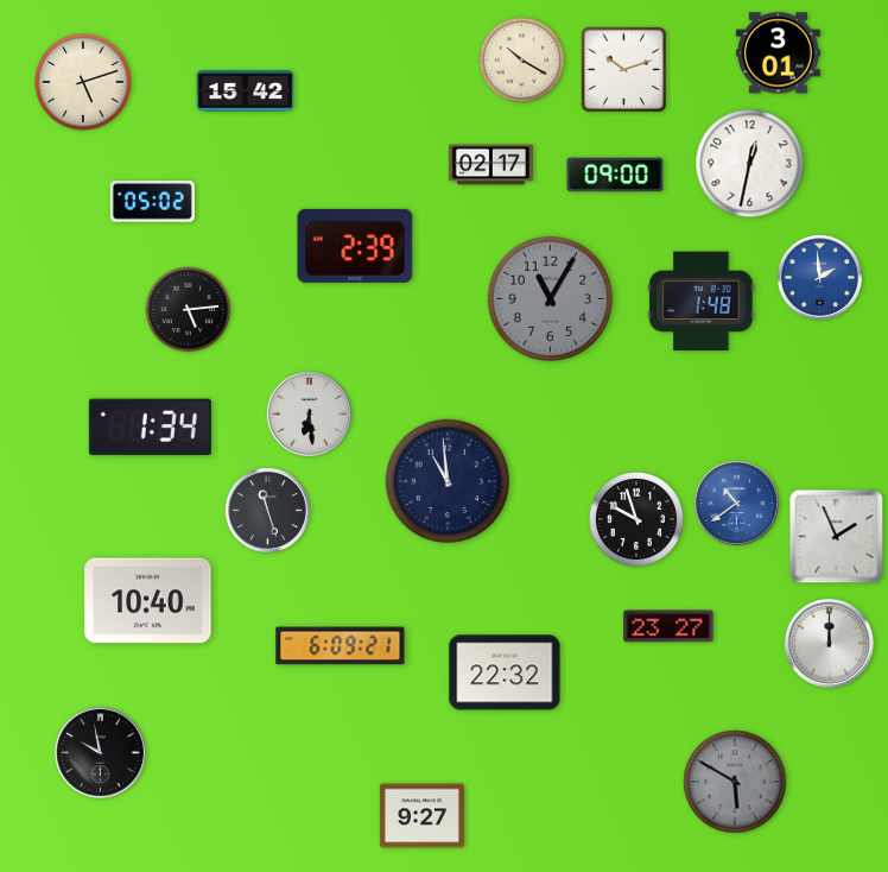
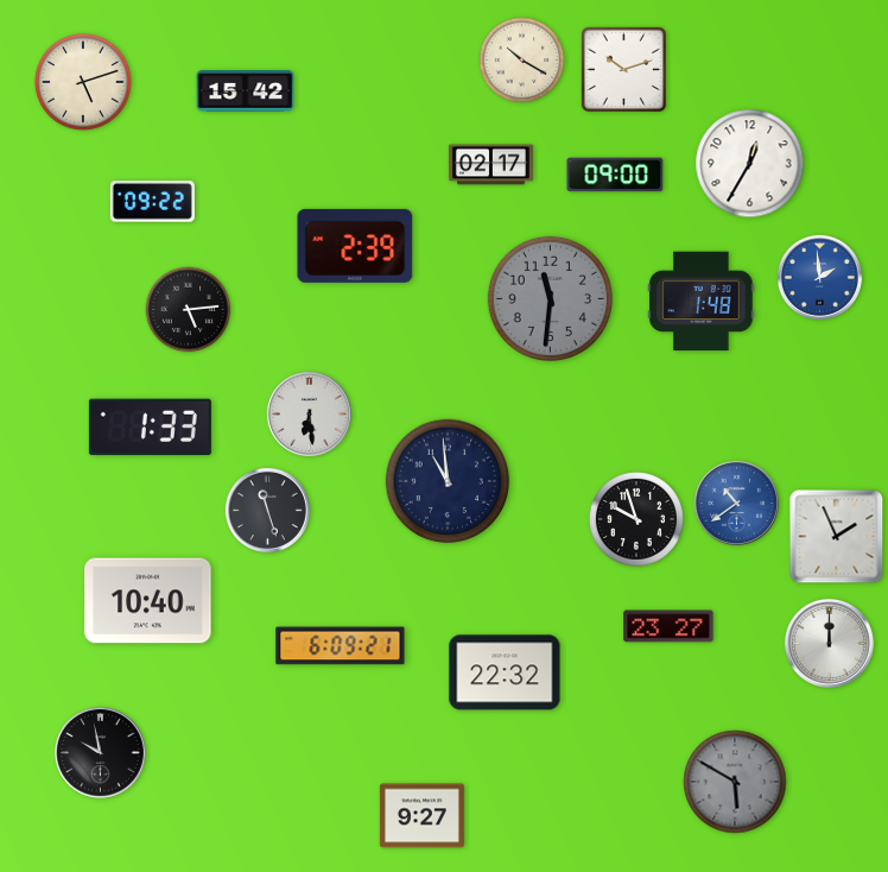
clock at (778, 53): 3:01 -> none
clock at (750, 164): 12:32 -> 12:35
clock at (152, 202): 05:02 -> 09:22
clock at (550, 298): 11:05 -> 11:31
clock at (150, 428): 1:34 -> 1:33
